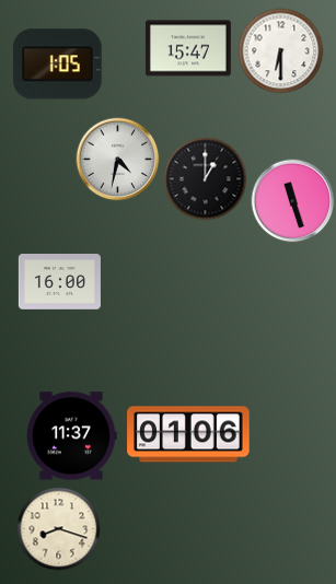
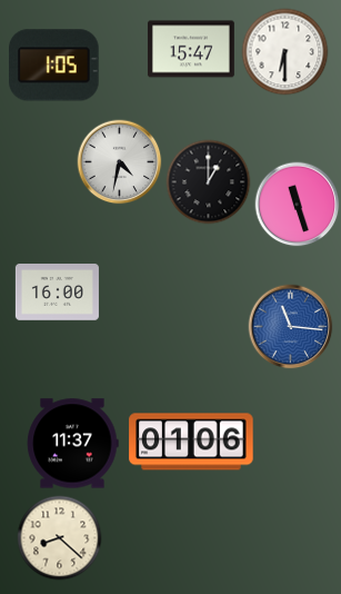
clock at (58, 65) position: (58, 65) -> (54, 66)
clock at (59, 282) position: (59, 282) -> (57, 293)
clock at (291, 327): none -> 11:16
clock at (59, 529): 8:18 -> 8:22
